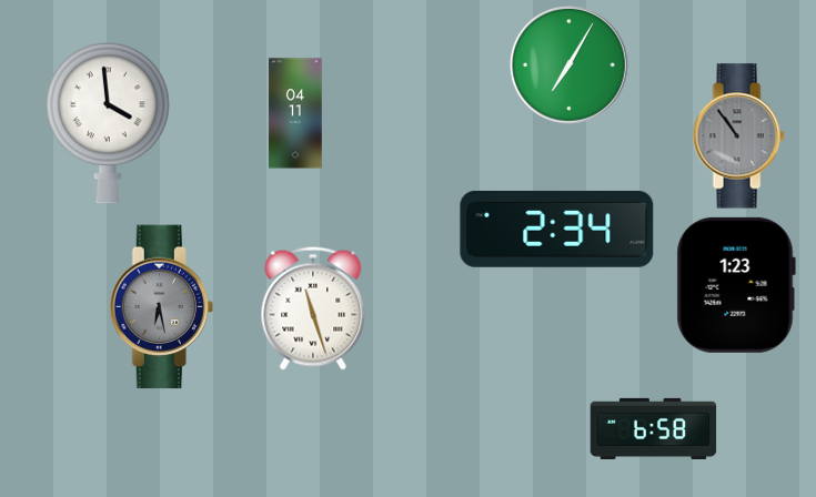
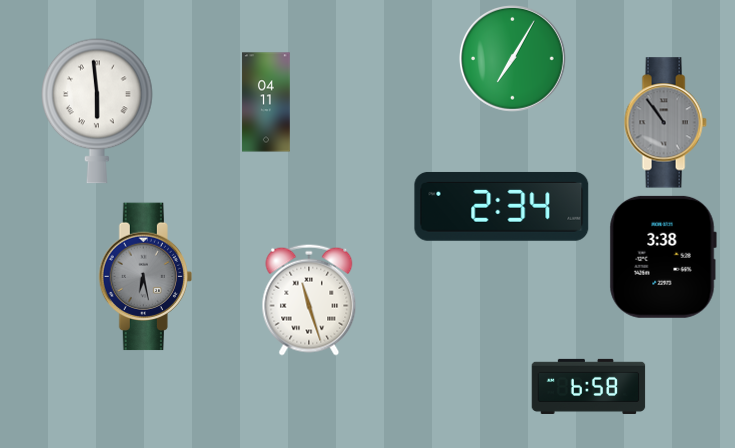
clock at (108, 123): 3:59 -> 5:59
clock at (736, 285): 1:23 -> 3:38
clock at (313, 308) position: (313, 308) -> (309, 300)
